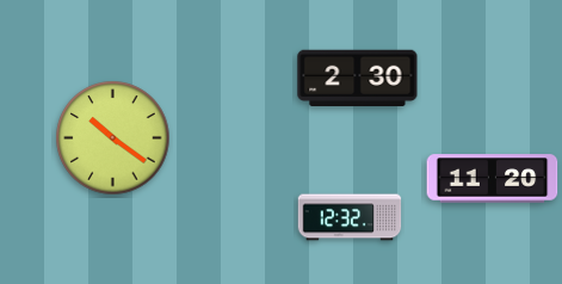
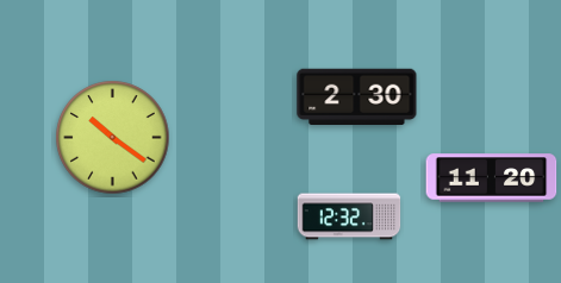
clock at (358, 78) position: (358, 78) -> (357, 96)
